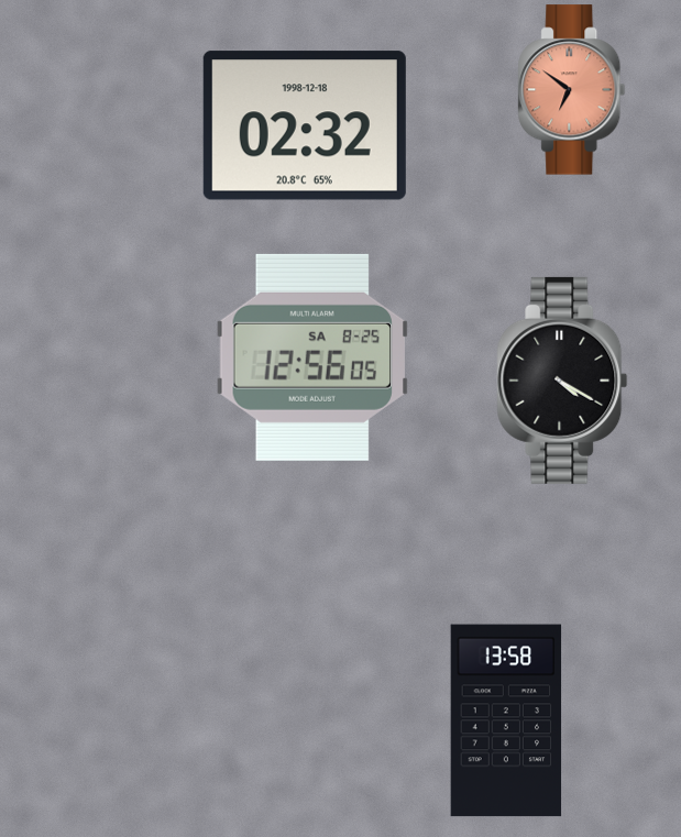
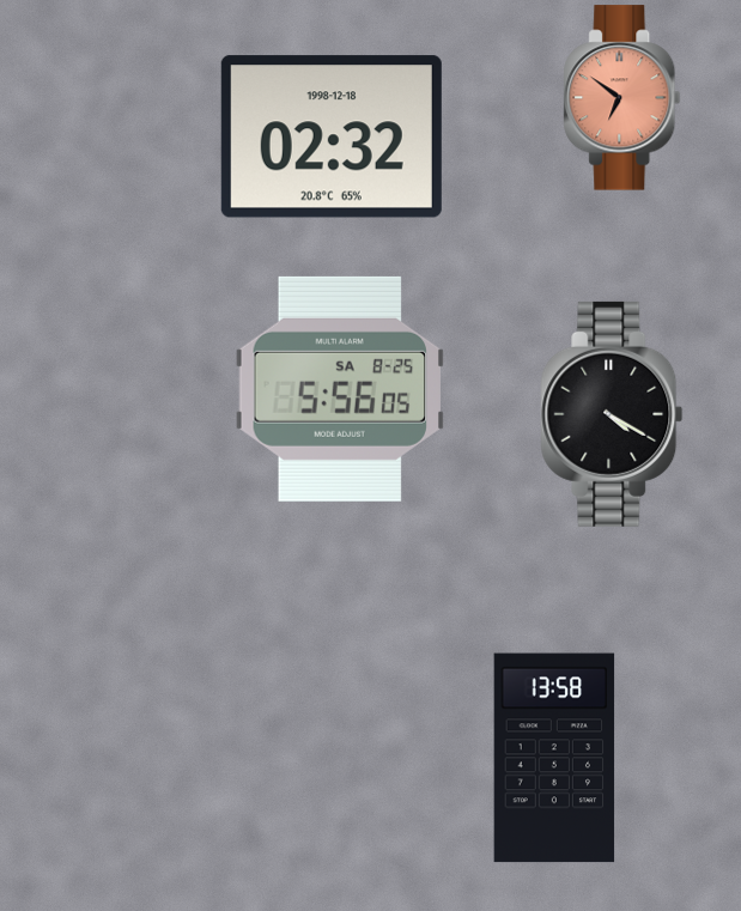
clock at (312, 357): 12:56 -> 5:56
clock at (506, 720) position: (506, 720) -> (554, 758)
